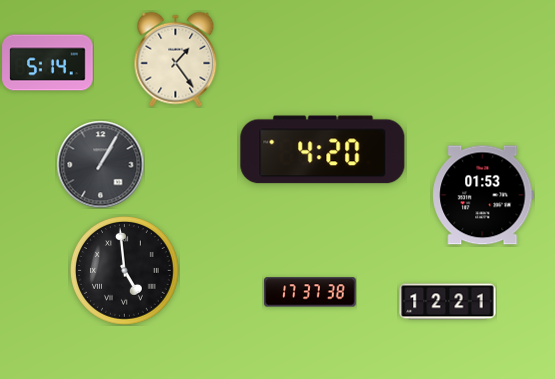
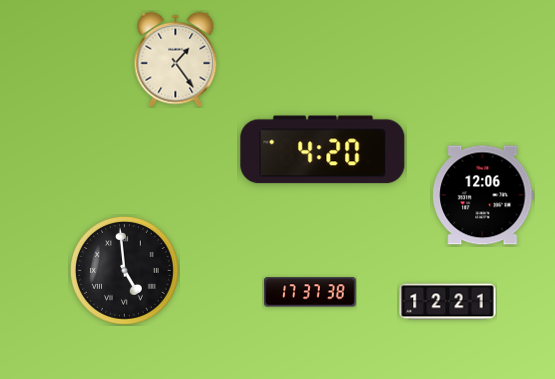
clock at (48, 63): 5:14 -> none
clock at (100, 164): 1:05 -> none
clock at (483, 195): 01:53 -> 12:06
